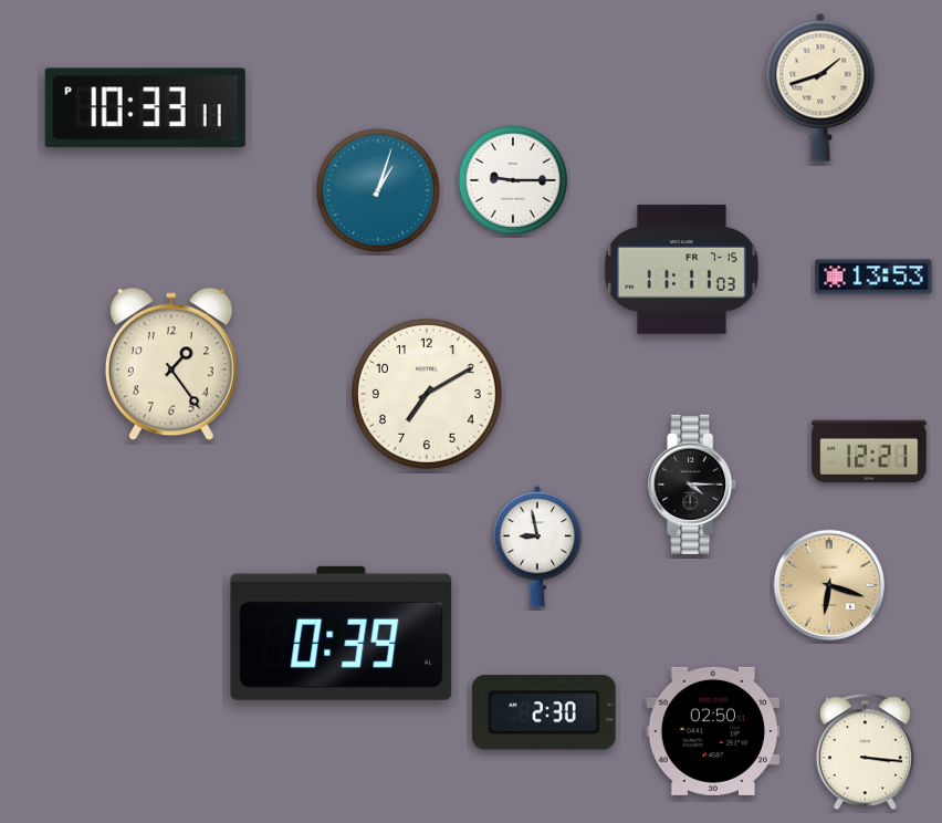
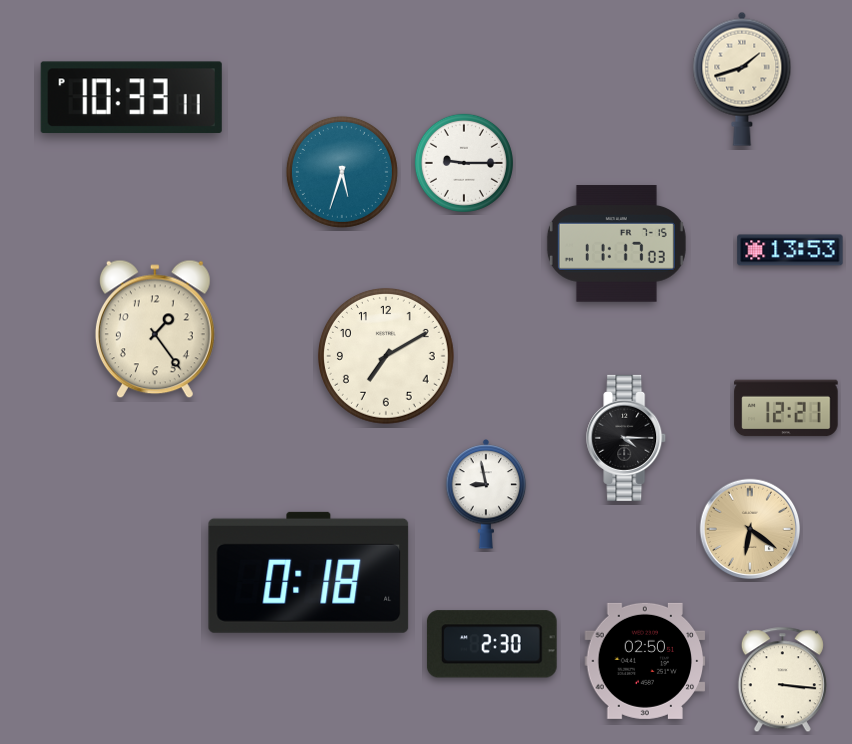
clock at (378, 190): 1:03 -> 5:33
clock at (681, 270): 11:11 -> 11:17
clock at (829, 585): 6:18 -> 6:21
clock at (342, 633): 0:39 -> 0:18
